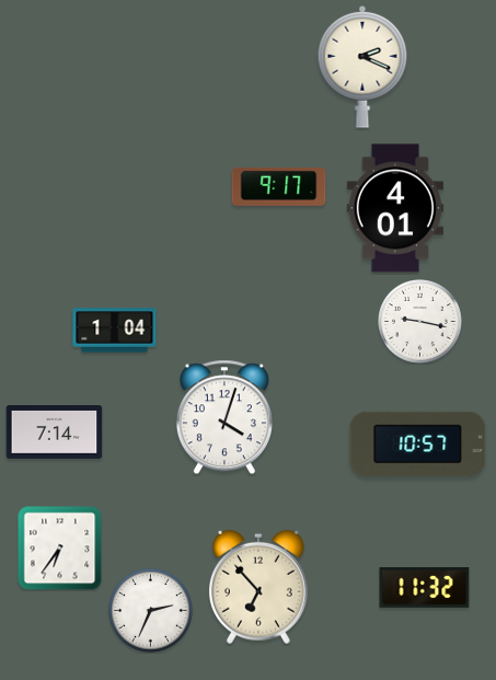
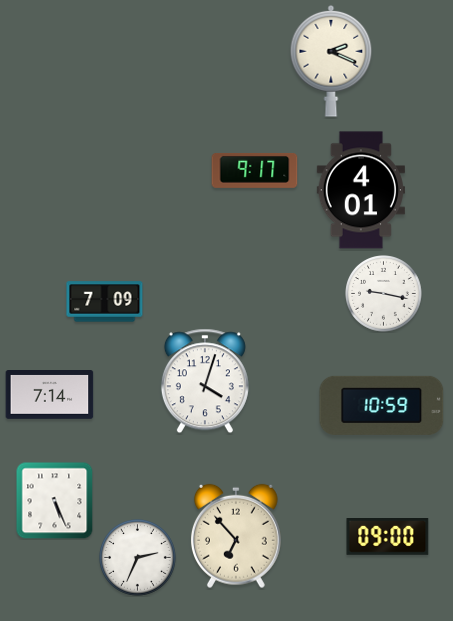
clock at (115, 331): 1:04 -> 7:09
clock at (418, 443): 10:57 -> 10:59
clock at (59, 548): 6:36 -> 5:26
clock at (425, 588): 11:32 -> 09:00
